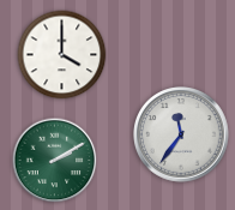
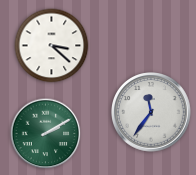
clock at (62, 55): 4:00 -> 3:22
